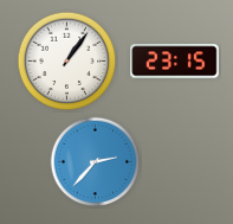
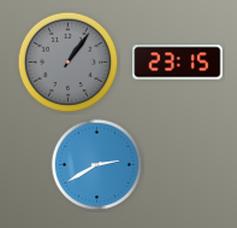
clock at (67, 62) dial: white -> grey
clock at (96, 162): 2:37 -> 2:40
